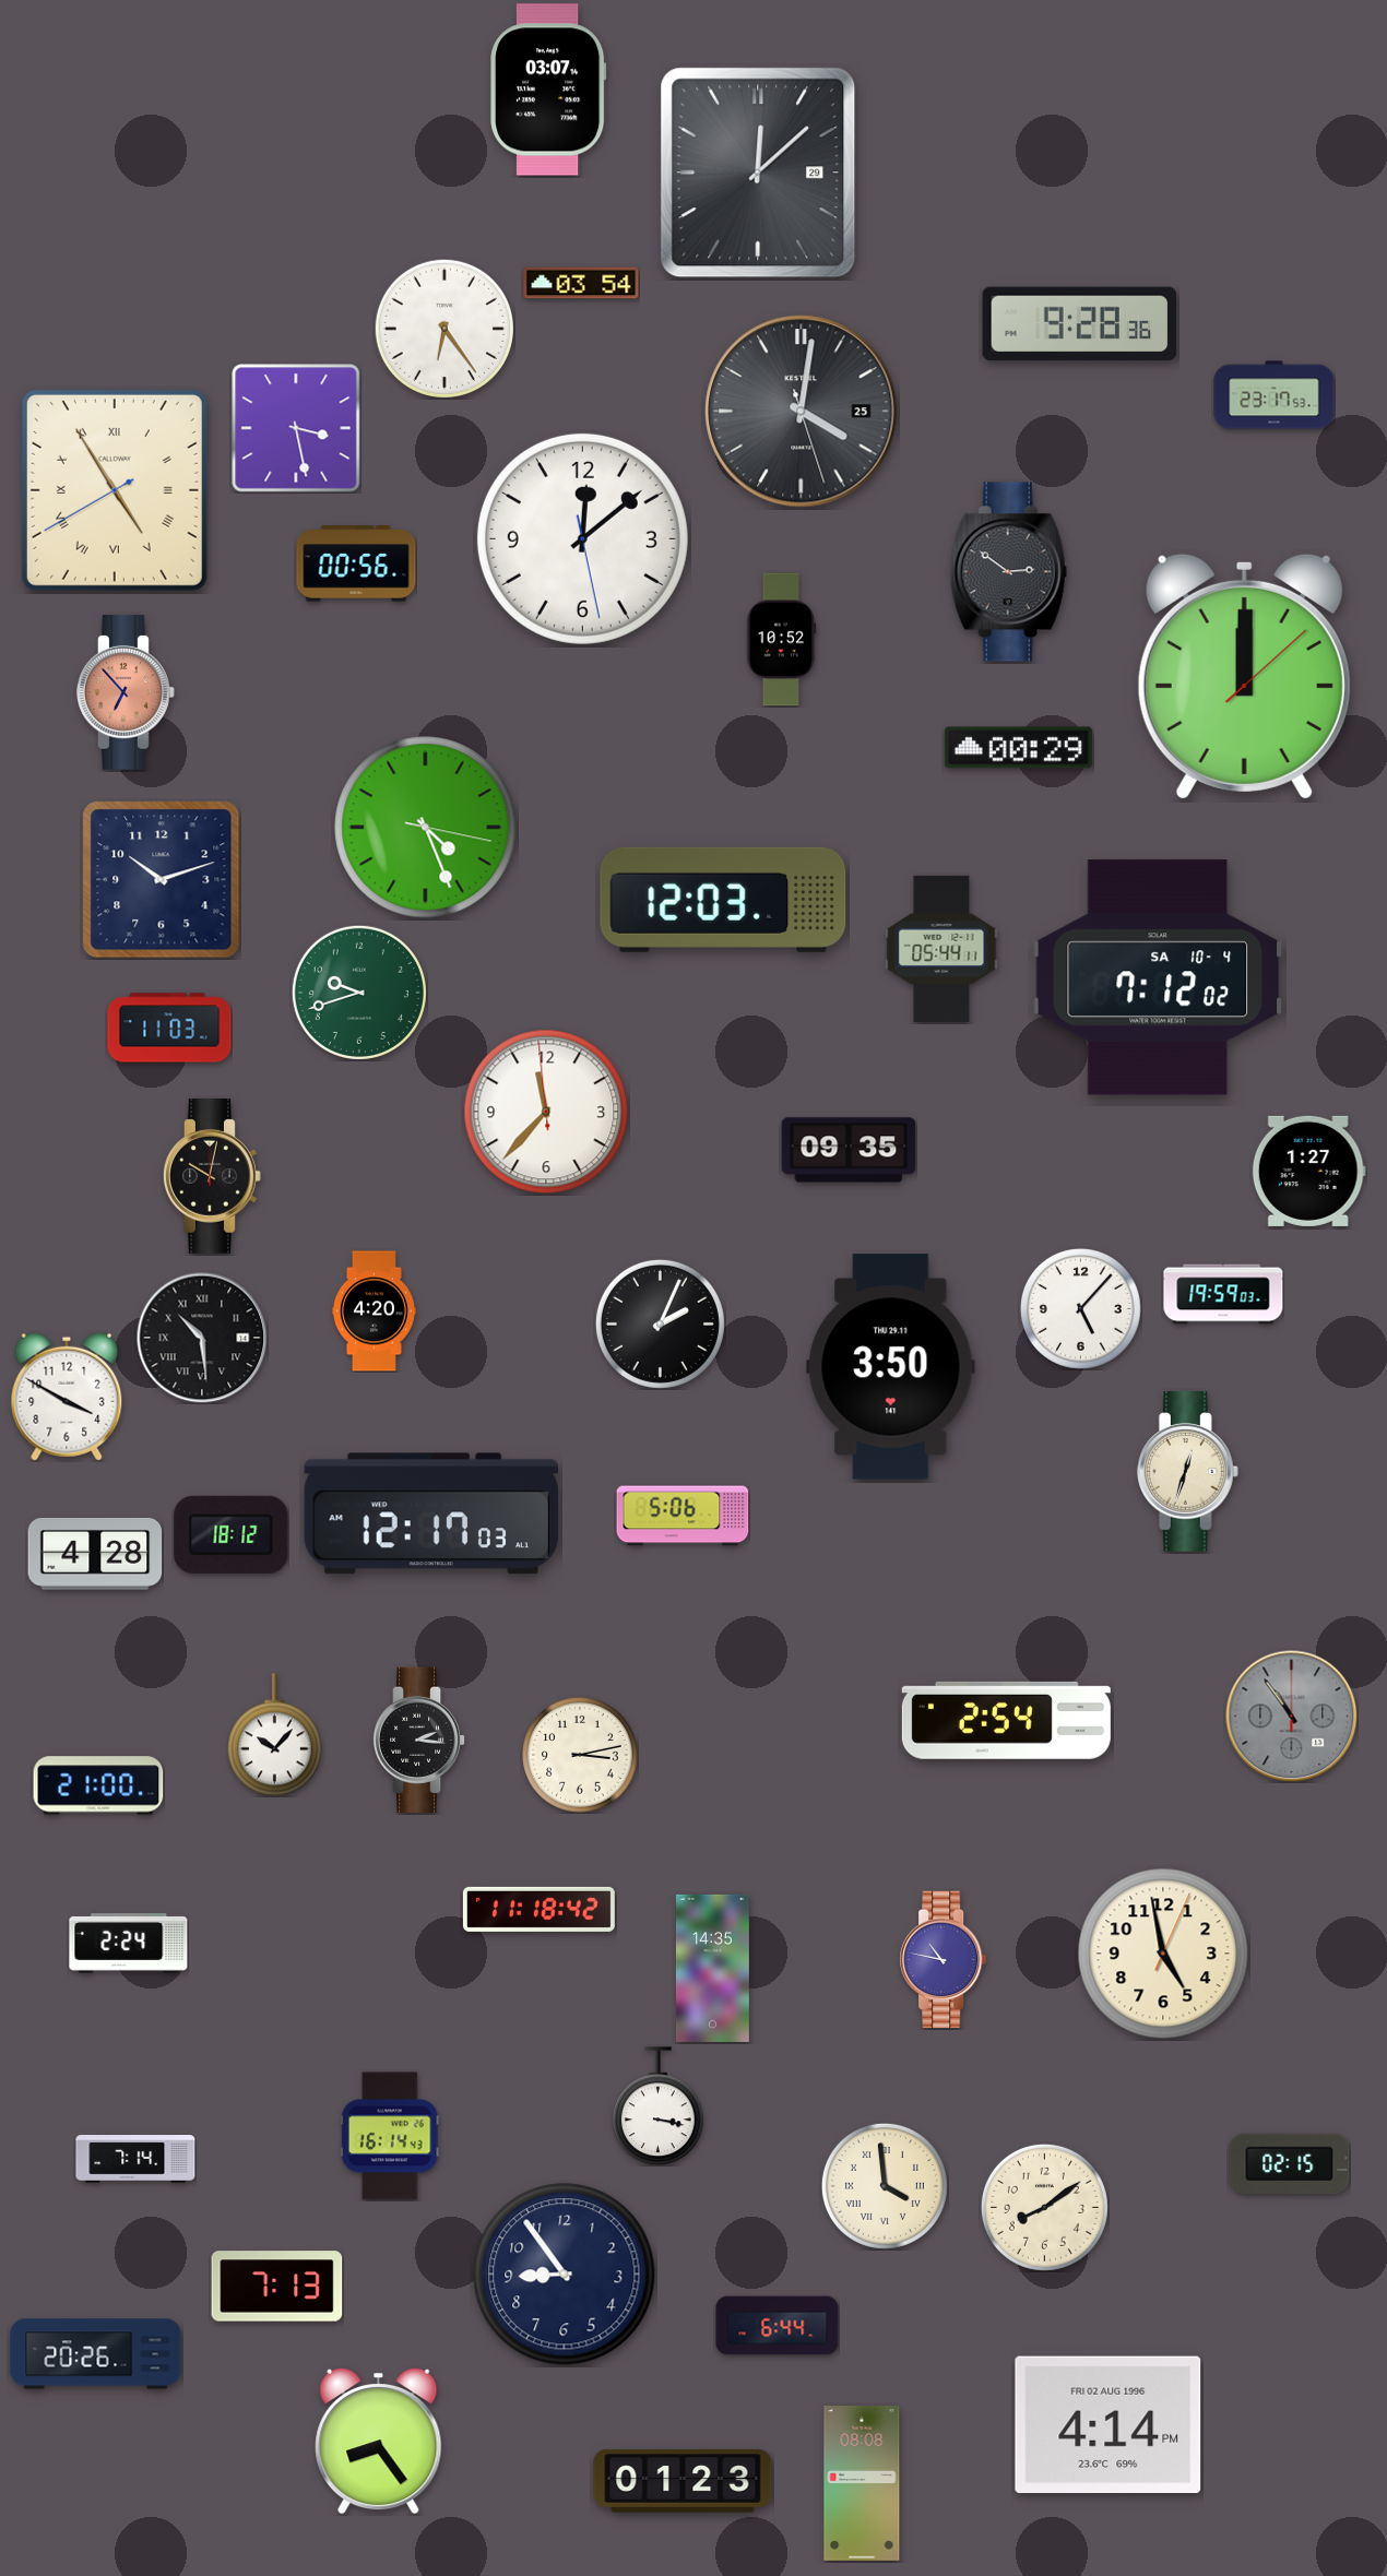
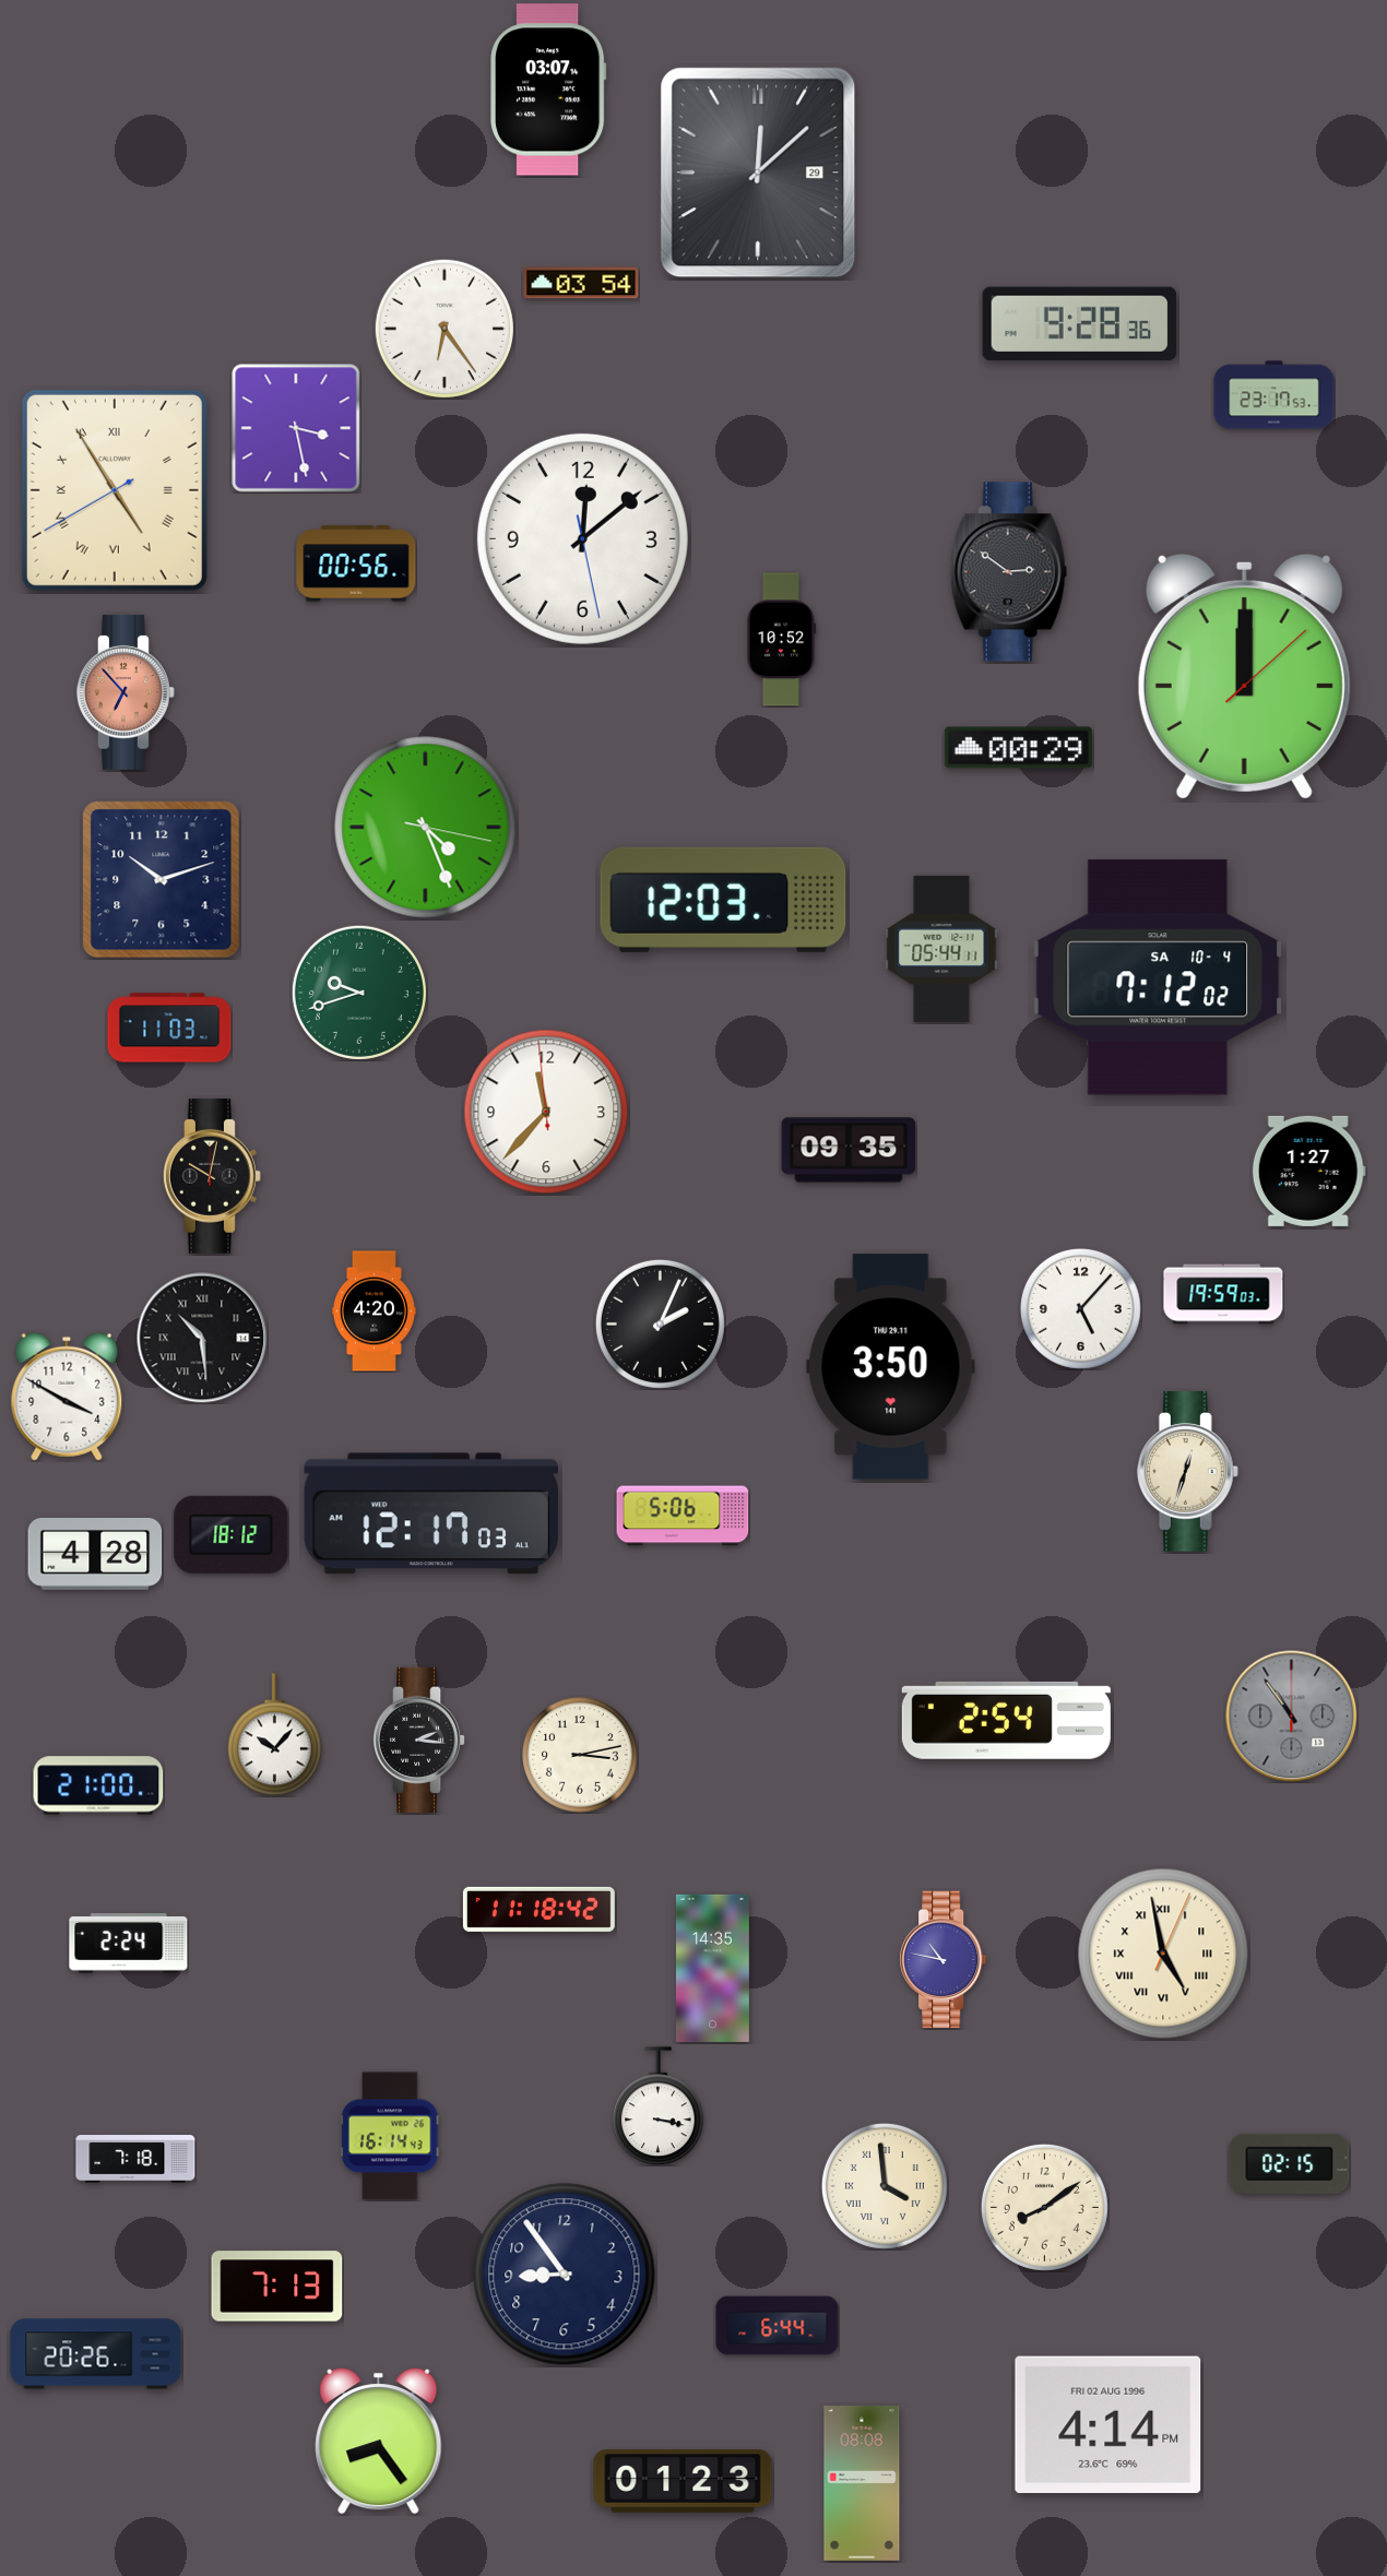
clock at (802, 412): 4:01 -> none
clock at (1163, 1954) numerals: Arabic -> Roman
clock at (135, 2159): 7:14 -> 7:18
